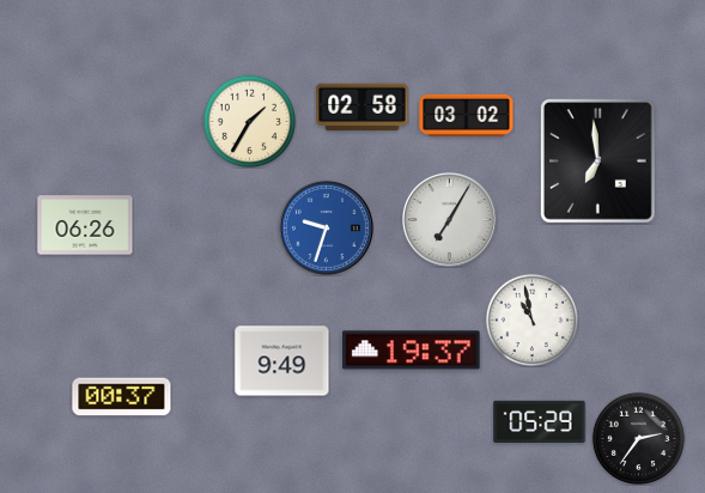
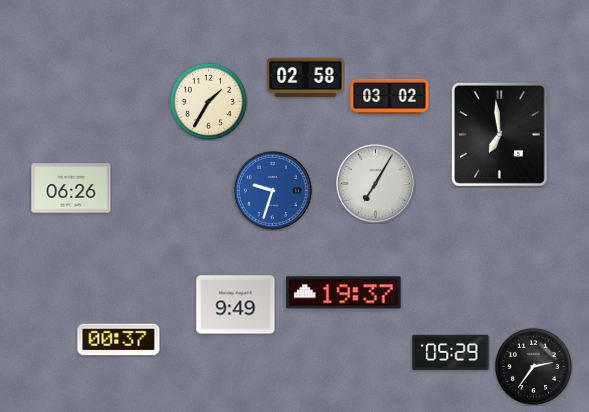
clock at (363, 108) position: (363, 108) -> (306, 78)
clock at (531, 319): 10:58 -> none
clock at (282, 361) position: (282, 361) -> (236, 305)
clock at (122, 397) position: (122, 397) -> (119, 340)
